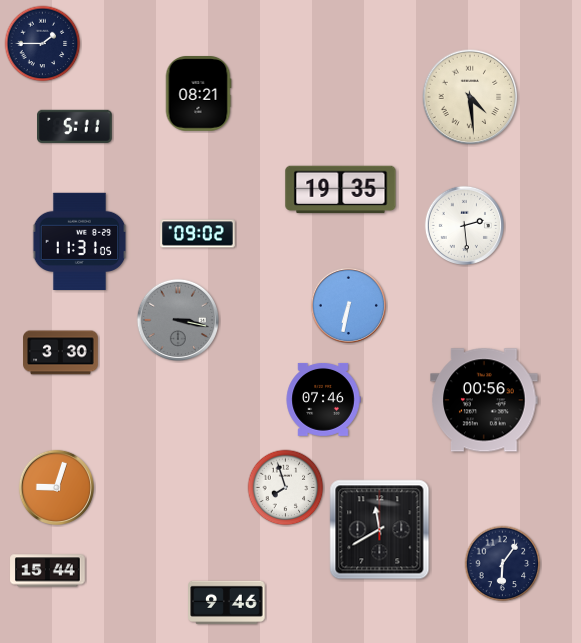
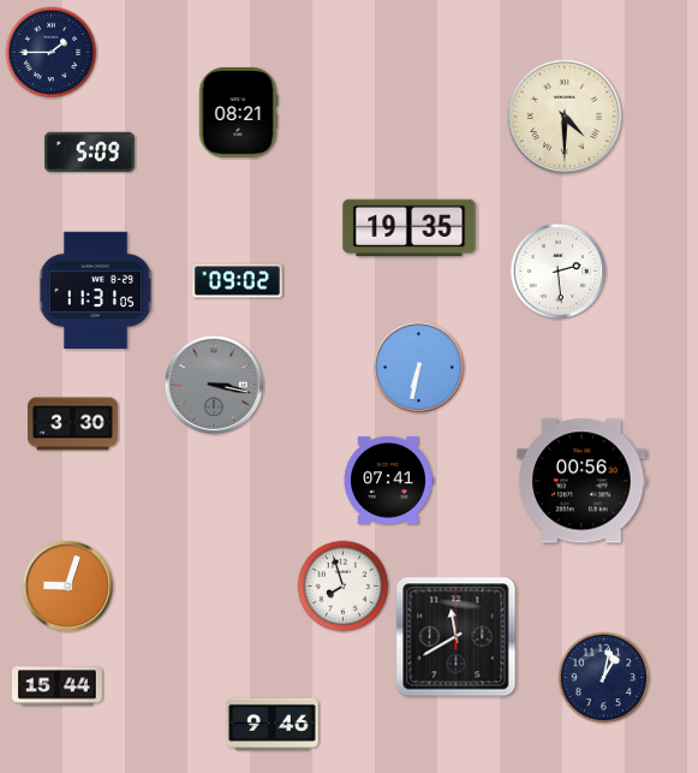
clock at (470, 97): 4:29 -> 4:30
clock at (75, 126): 5:11 -> 5:09
clock at (323, 399): 07:46 -> 07:41
clock at (503, 564): 6:06 -> 1:02
